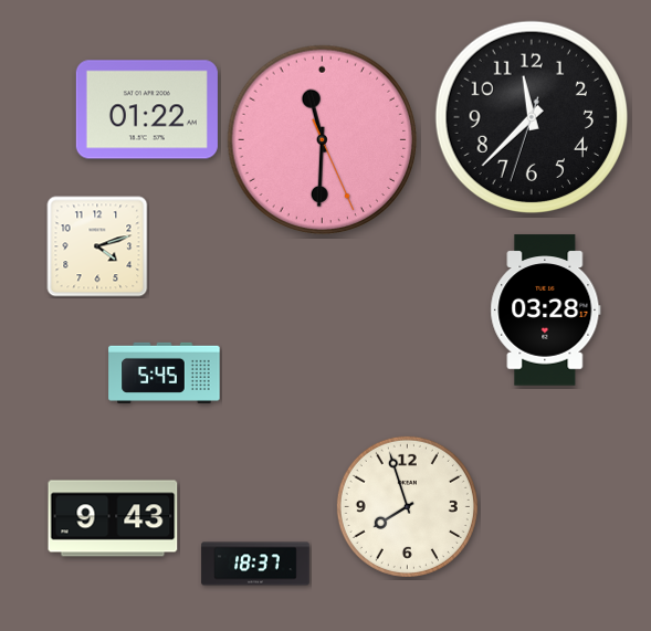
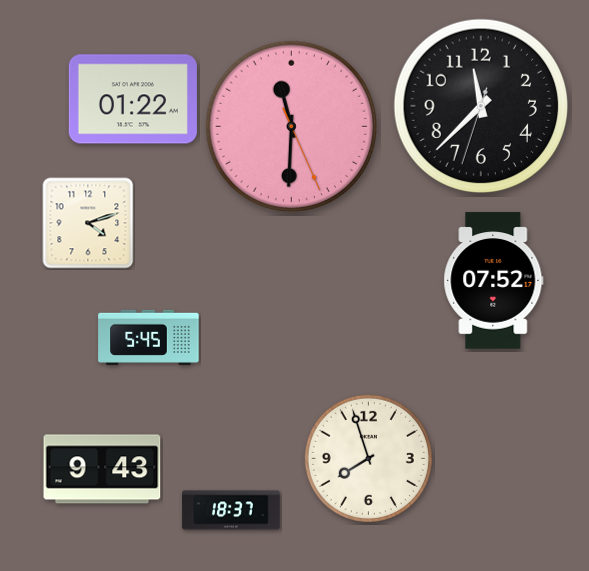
clock at (546, 311): 03:28 -> 07:52
